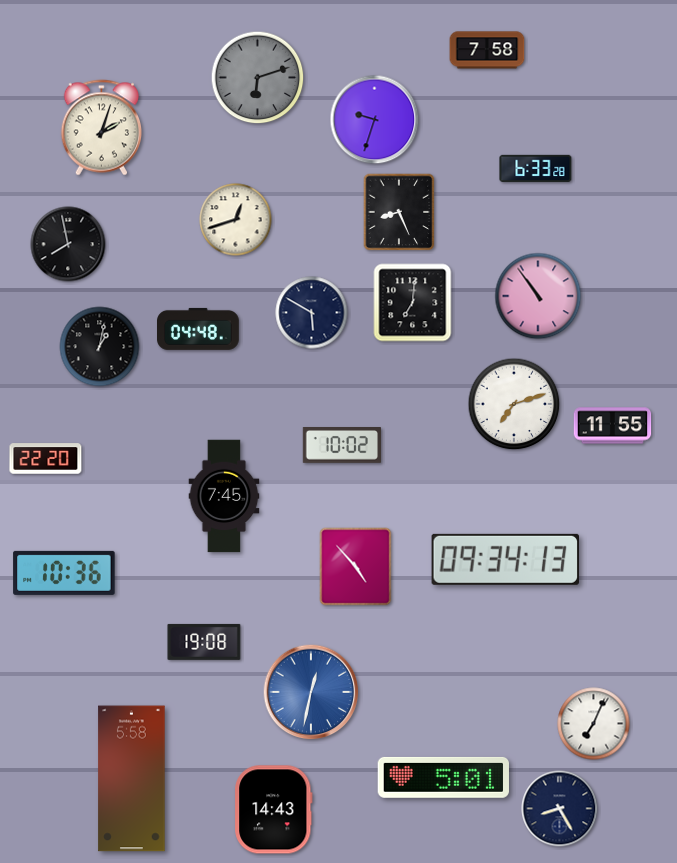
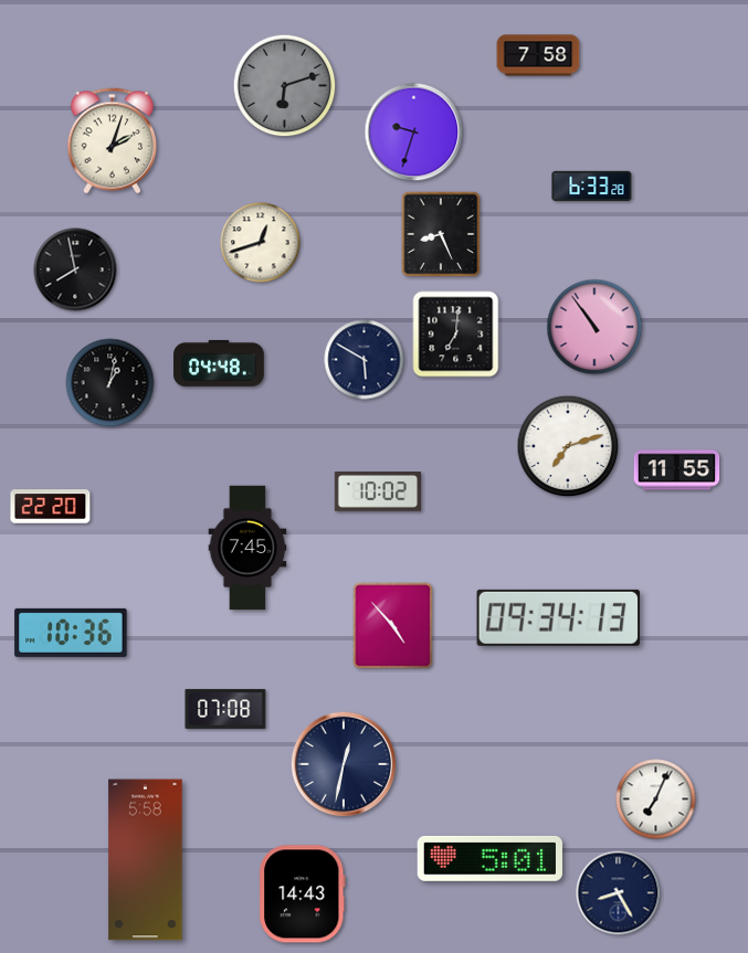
clock at (312, 313) position: (312, 313) -> (365, 360)
clock at (204, 642): 19:08 -> 07:08
clock at (311, 692) dial: blue -> navy
